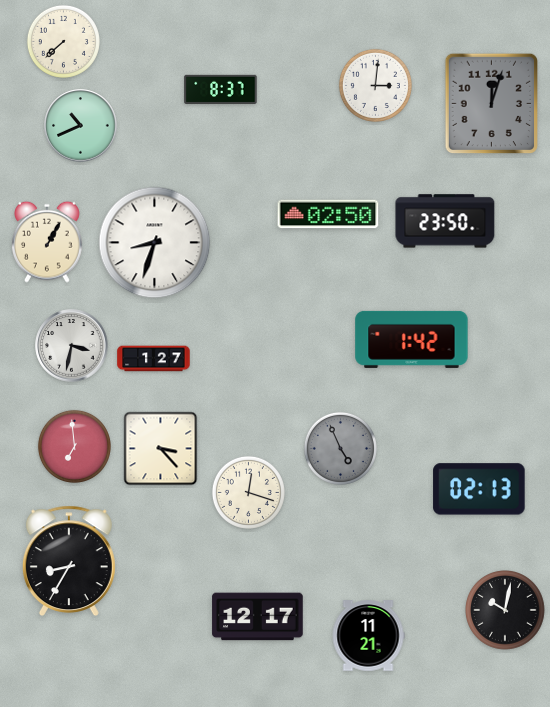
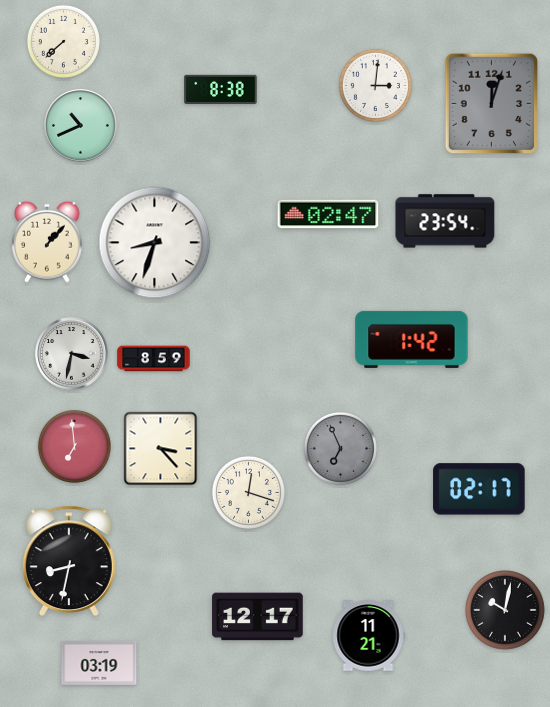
clock at (221, 89): 8:37 -> 8:38
clock at (328, 214): 02:50 -> 02:47
clock at (445, 221): 23:50 -> 23:54
clock at (48, 242): 1:05 -> 1:07
clock at (72, 346) position: (72, 346) -> (72, 354)
clock at (154, 359): 1:27 -> 8:59
clock at (340, 448): 4:56 -> 6:56
clock at (479, 489): 02:13 -> 02:17
clock at (69, 561): 8:35 -> 8:32
clock at (99, 663): none -> 03:19
